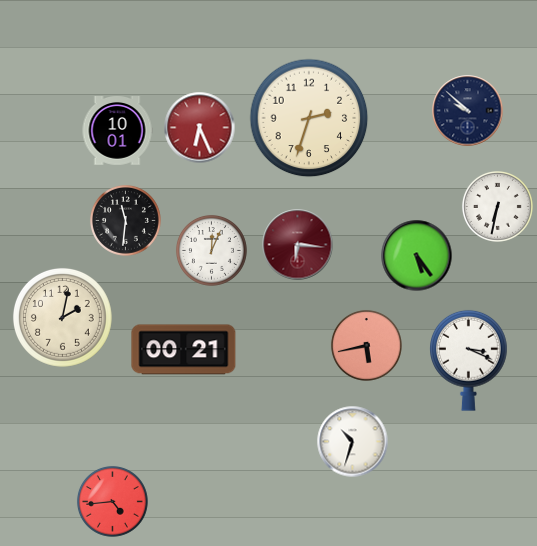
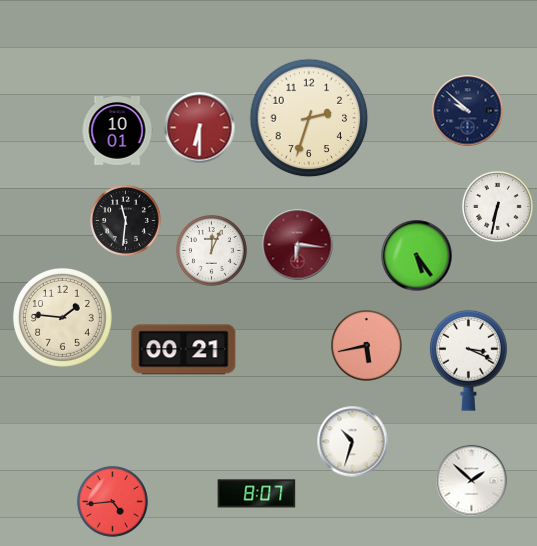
clock at (200, 128): 6:26 -> 6:30
clock at (62, 317): 2:02 -> 1:46
clock at (472, 481): none -> 1:52
clock at (257, 494): none -> 8:07
